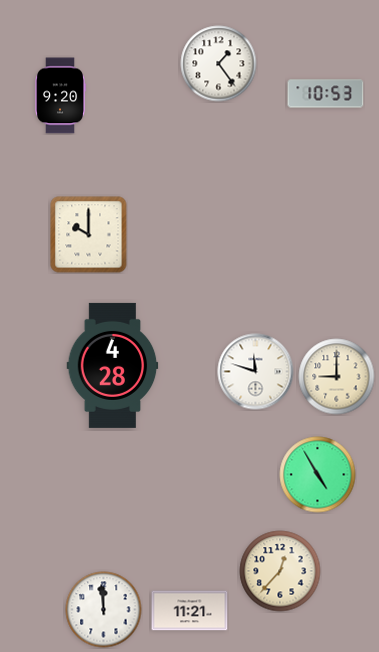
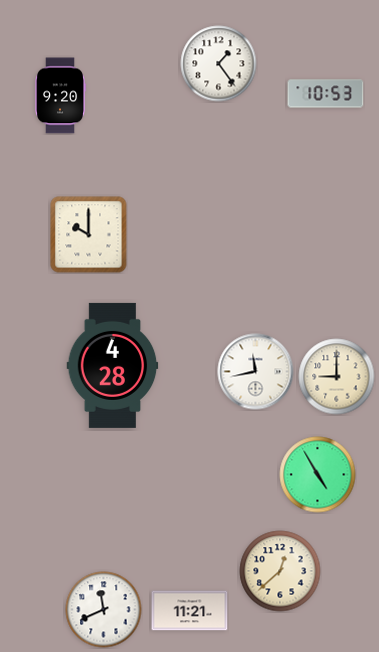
clock at (256, 372): 11:48 -> 11:43
clock at (280, 571): 12:37 -> 12:38
clock at (104, 610): 11:59 -> 11:41
